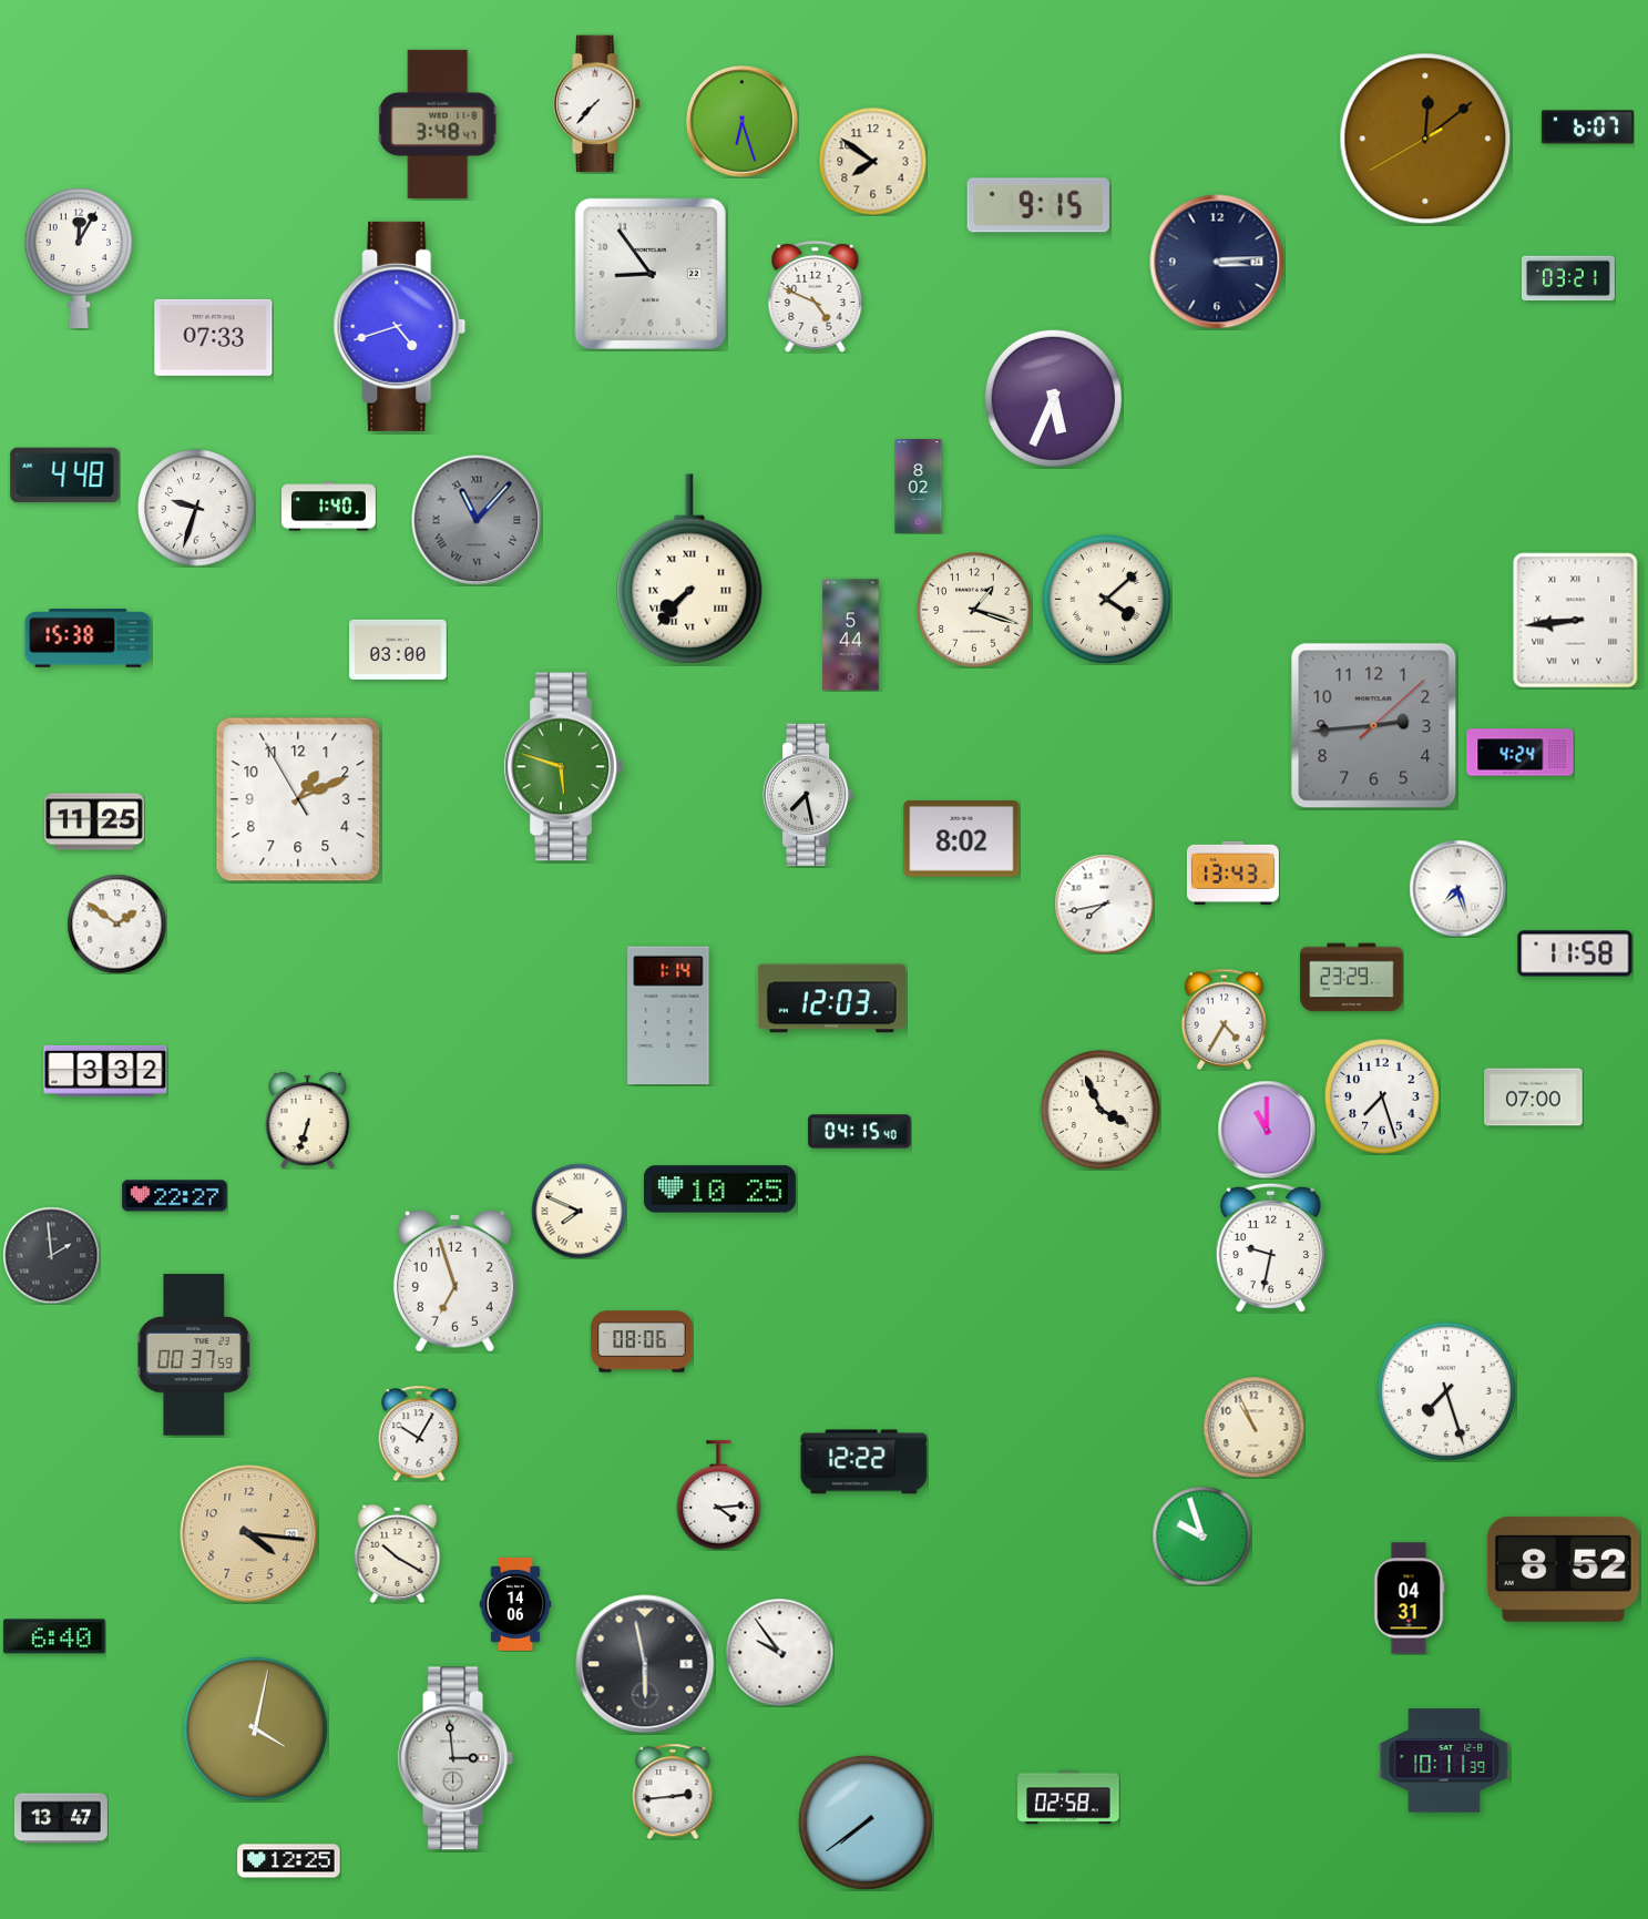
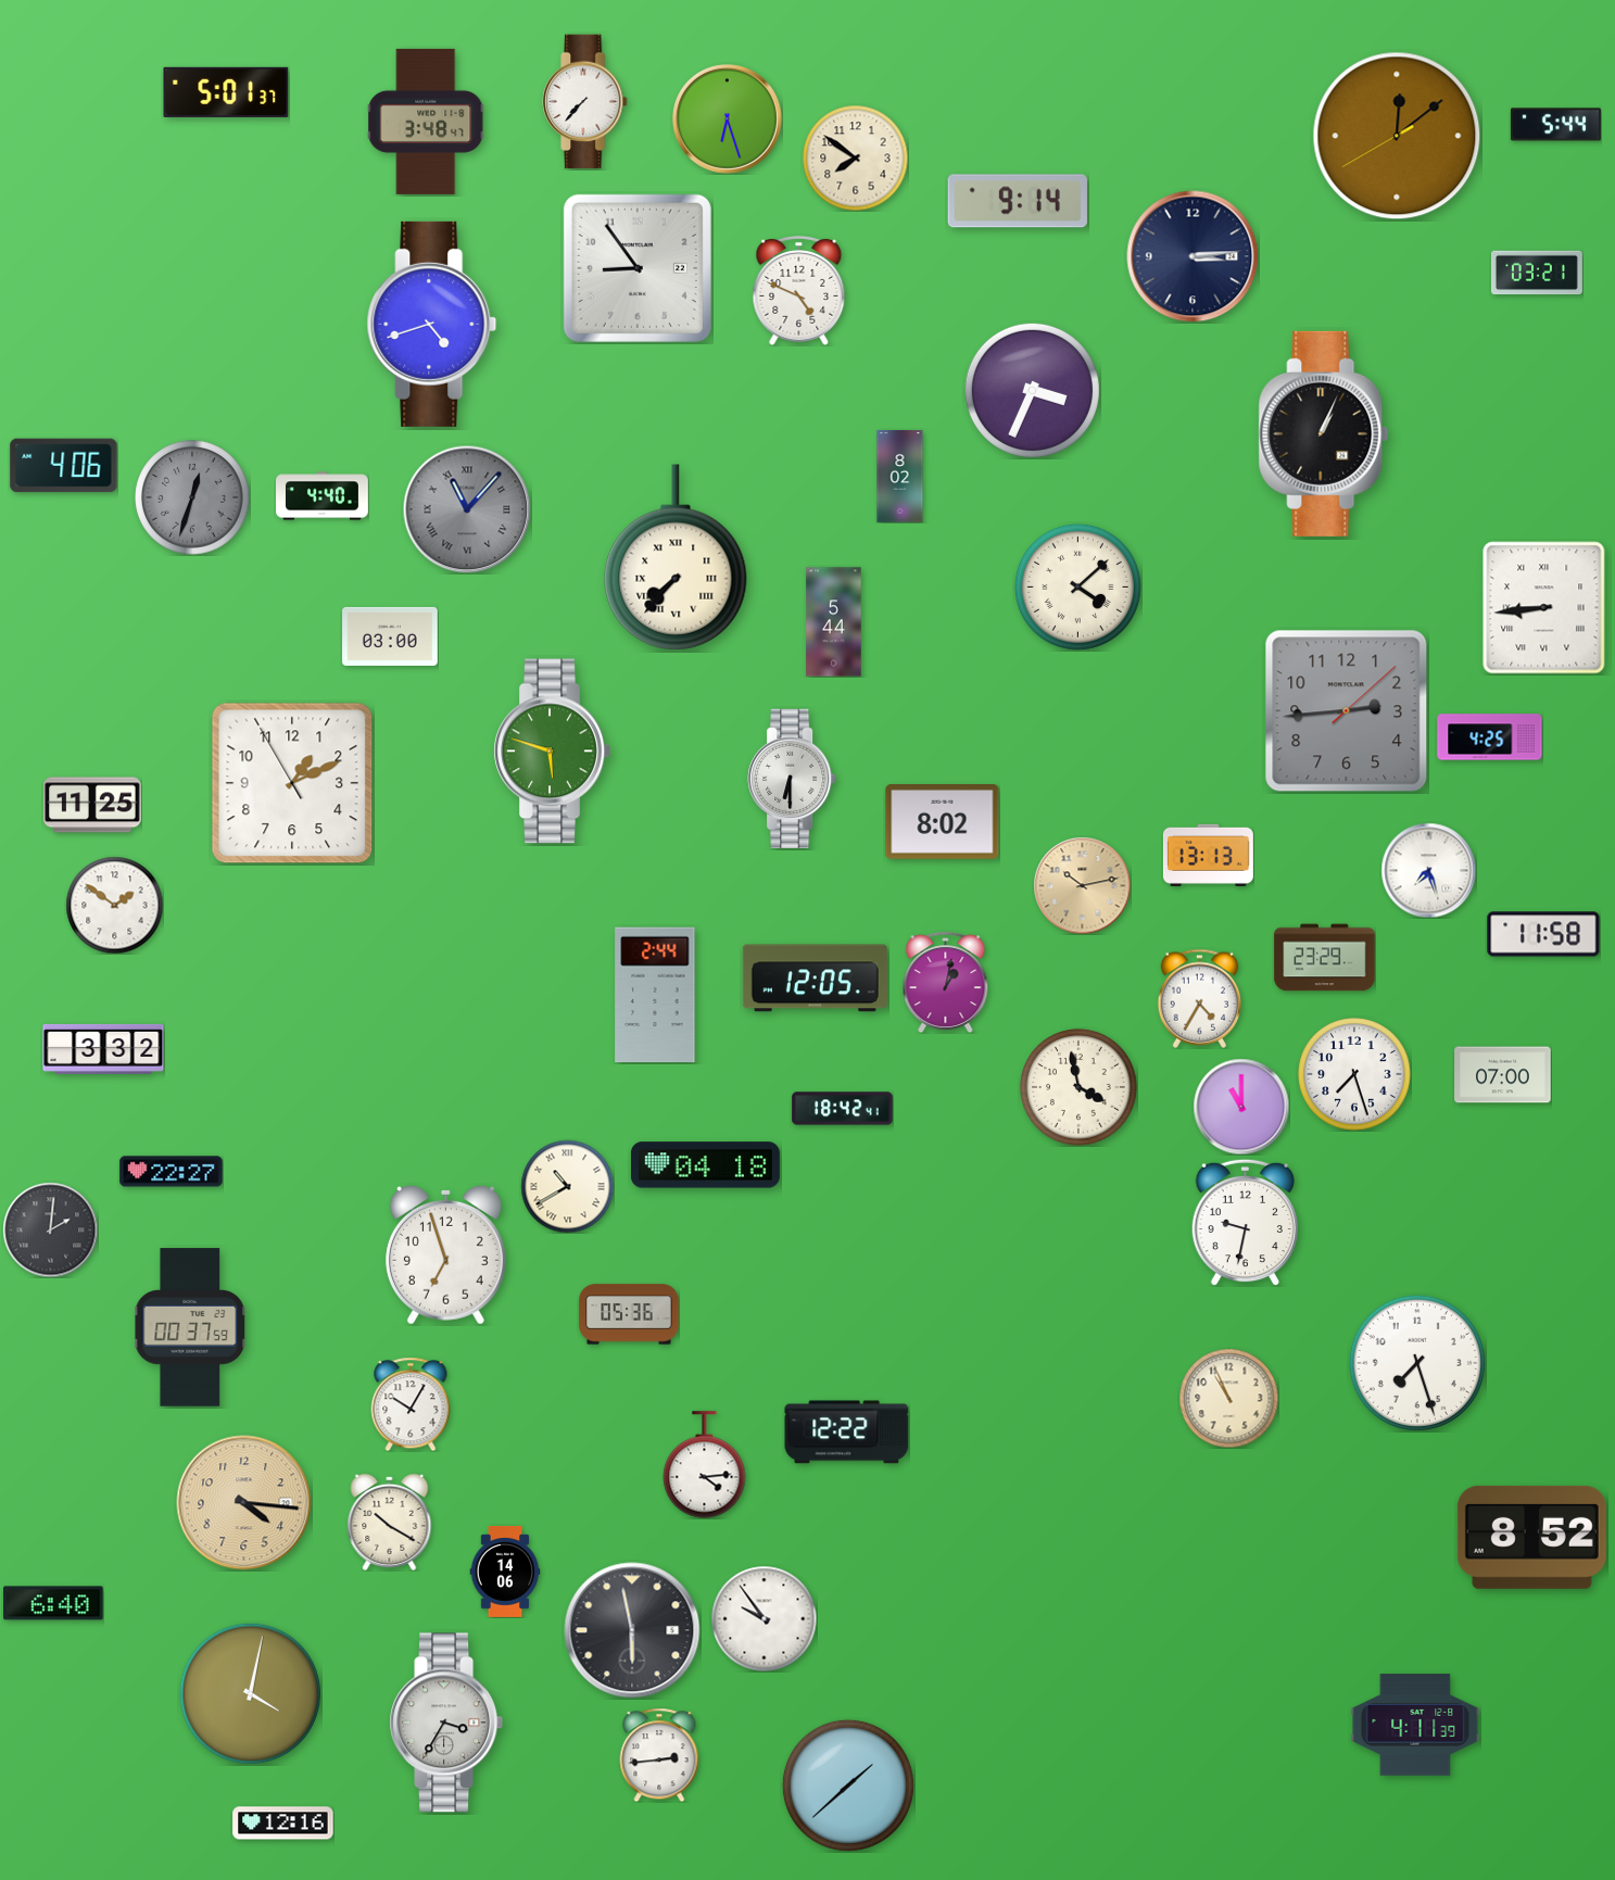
clock at (226, 92): none -> 5:01
clock at (438, 124) position: (438, 124) -> (426, 122)
clock at (1587, 127): 6:07 -> 5:44
clock at (1038, 205): 9:15 -> 9:14
clock at (79, 258): 12:05 -> none
clock at (400, 326) position: (400, 326) -> (432, 324)
clock at (214, 337): 07:33 -> none
clock at (1053, 398): 5:34 -> 3:34
clock at (1324, 433): none -> 1:04
clock at (65, 476): 4:48 -> 4:06
clock at (329, 507): 1:40 -> 4:40
clock at (196, 508): 9:33 -> 12:33
clock at (196, 508) dial: white -> grey
clock at (1106, 599) position: (1106, 599) -> (1077, 586)
clock at (974, 610): 1:18 -> none
clock at (89, 639): 15:38 -> none
clock at (1521, 753): 4:24 -> 4:25
clock at (808, 794): 7:28 -> 6:30
clock at (1232, 872): 13:43 -> 13:13
clock at (1104, 904): 7:43 -> 10:13
clock at (1104, 904) dial: white -> champagne
clock at (831, 999): 12:03 -> 12:05
clock at (946, 982): none -> 1:02
clock at (668, 1015): 1:14 -> 2:44
clock at (1101, 1110): 3:56 -> 3:58
clock at (308, 1120): 6:33 -> none
clock at (860, 1132): 04:15 -> 18:42
clock at (719, 1190): 10:25 -> 04:18
clock at (579, 1211): 7:49 -> 10:40
clock at (51, 1255): 1:59 -> 2:01
clock at (642, 1341): 08:06 -> 05:36
clock at (1201, 1535): 9:57 -> none
clock at (1409, 1599): 04:31 -> none
clock at (455, 1758): 2:59 -> 3:35
clock at (1444, 1760): 10:11 -> 4:11
clock at (1068, 1797): 02:58 -> none
clock at (61, 1818): 13:47 -> none
clock at (866, 1823): 7:39 -> 1:38
clock at (289, 1861): 12:25 -> 12:16
